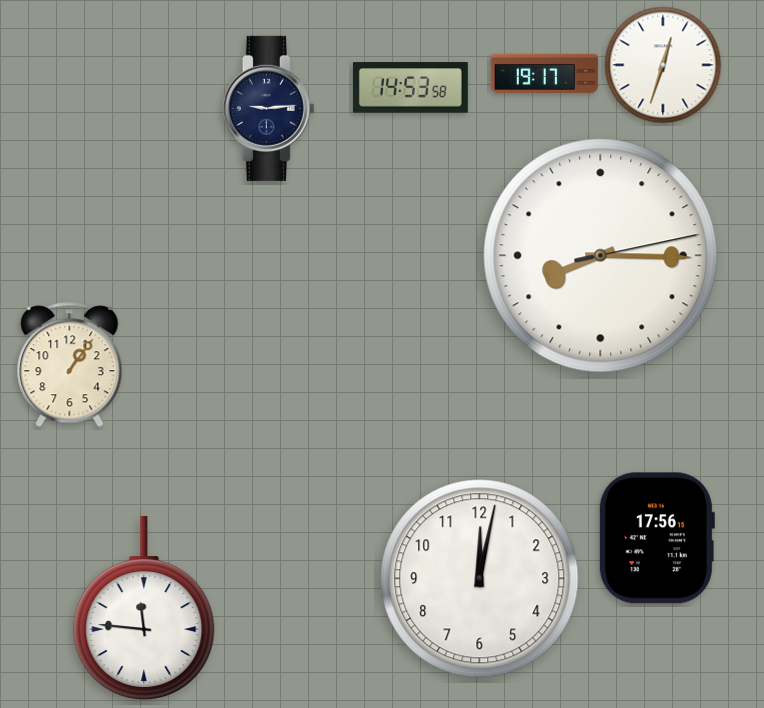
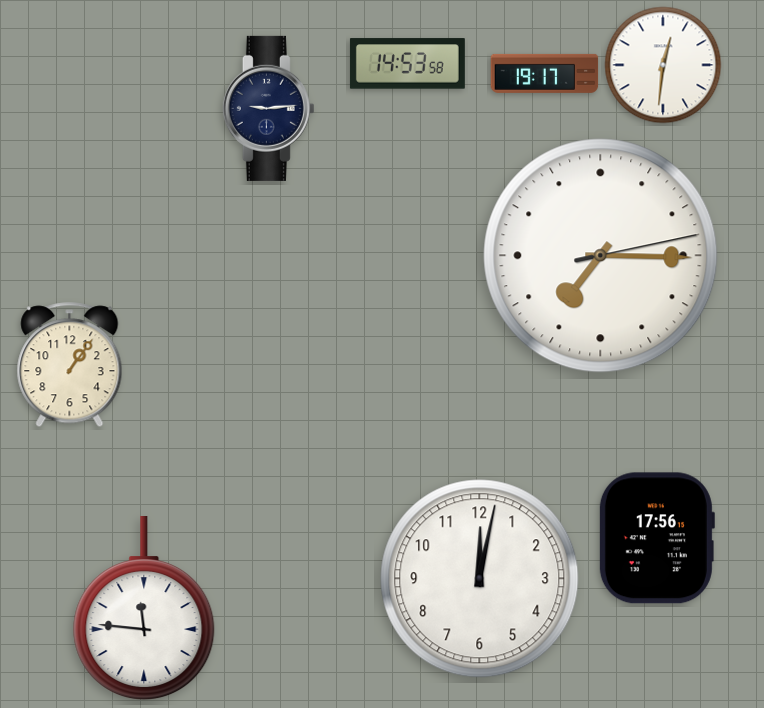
clock at (663, 65): 12:33 -> 12:31
clock at (410, 88) position: (410, 88) -> (407, 64)
clock at (601, 256): 8:15 -> 7:15
